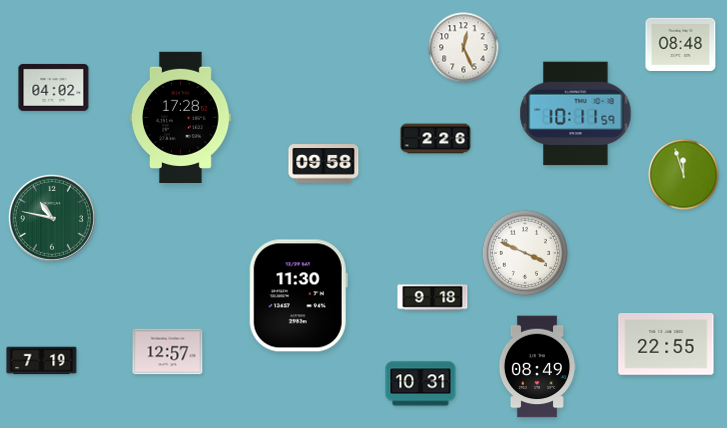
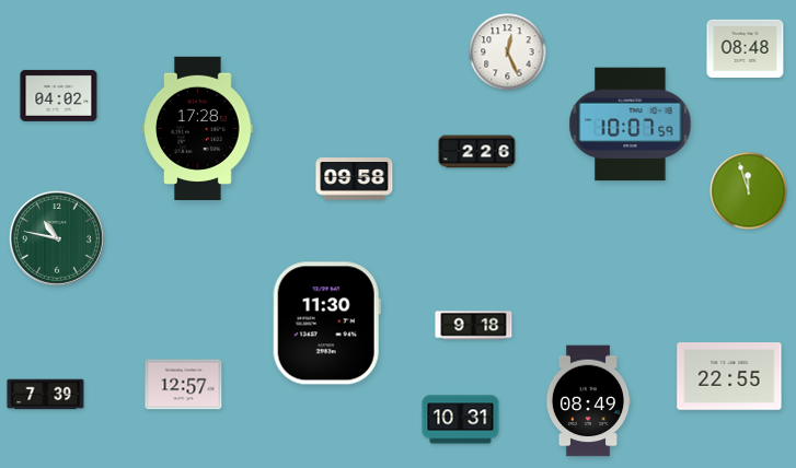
clock at (576, 114): 10:11 -> 10:07
clock at (525, 253): 3:49 -> none
clock at (42, 361): 7:19 -> 7:39
